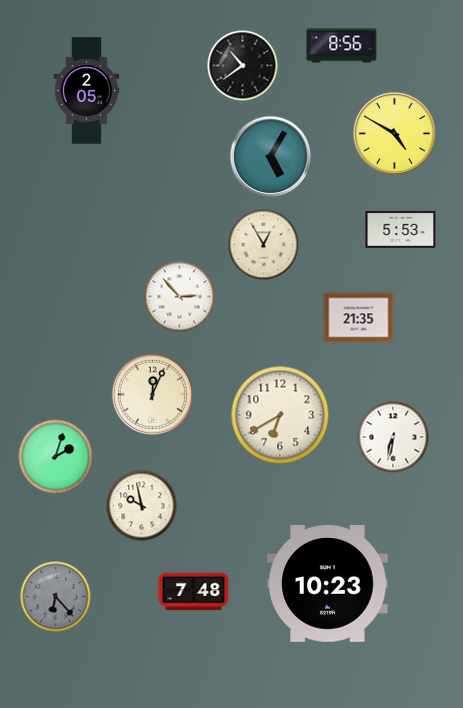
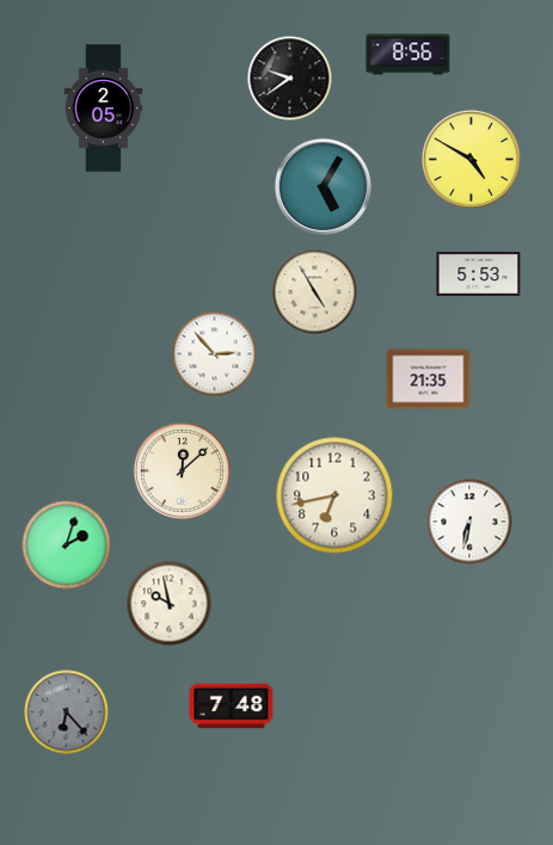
clock at (243, 66): 10:39 -> 9:39
clock at (264, 245): 12:55 -> 4:55
clock at (152, 394): 12:04 -> 12:08
clock at (280, 415): 6:40 -> 6:43
clock at (328, 584): 10:23 -> none
